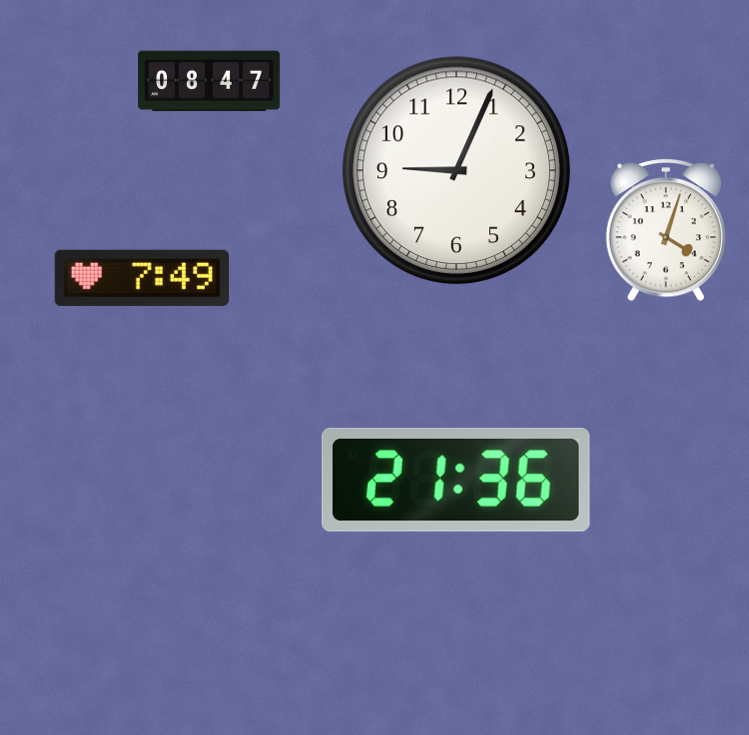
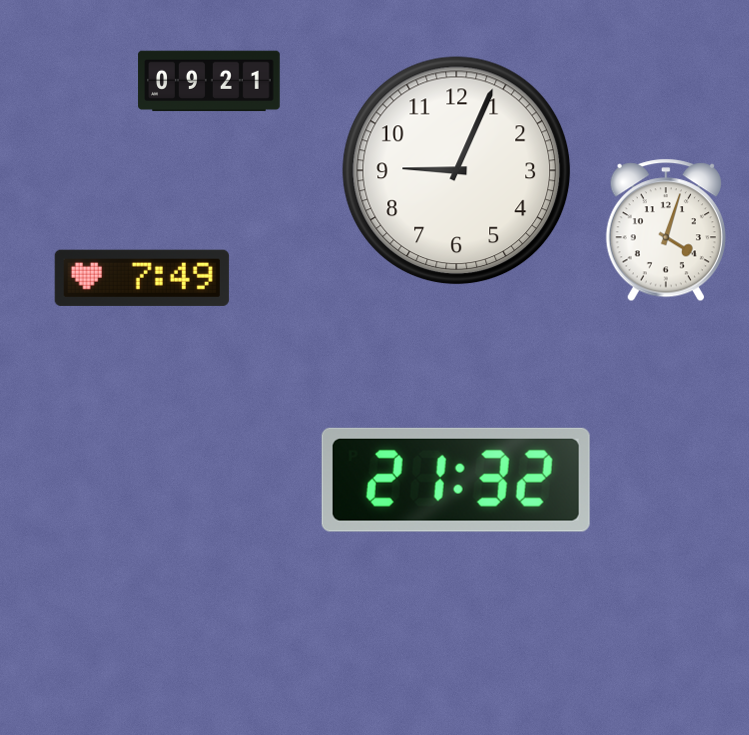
clock at (209, 81): 08:47 -> 09:21
clock at (456, 480): 21:36 -> 21:32
